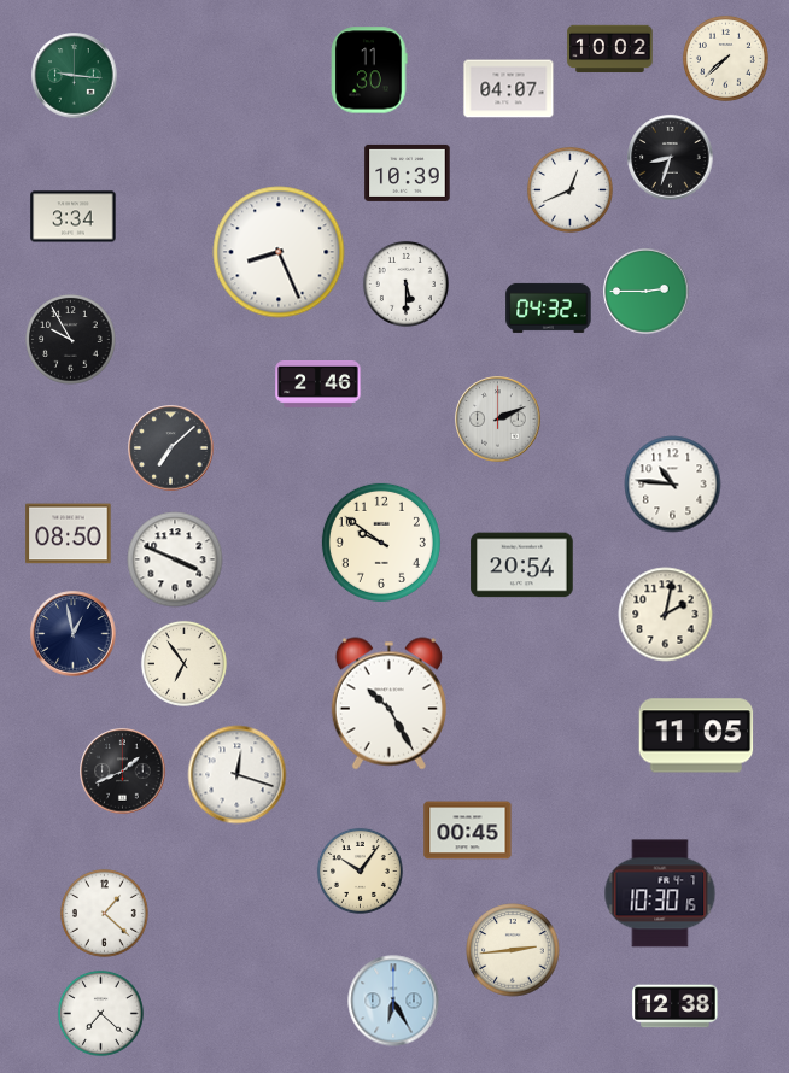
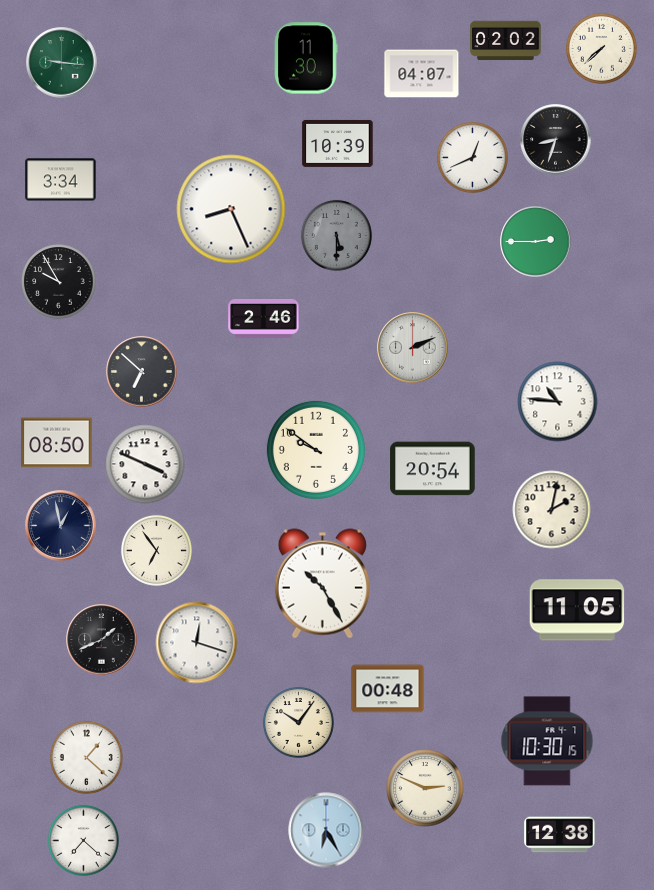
clock at (610, 49): 10:02 -> 02:02
clock at (671, 158) position: (671, 158) -> (556, 140)
clock at (405, 283) dial: white -> grey
clock at (549, 307): 04:32 -> none
clock at (171, 448): 7:08 -> 6:52
clock at (183, 663) position: (183, 663) -> (156, 550)
clock at (468, 831): 00:45 -> 00:48
clock at (513, 950): 2:44 -> 2:49
